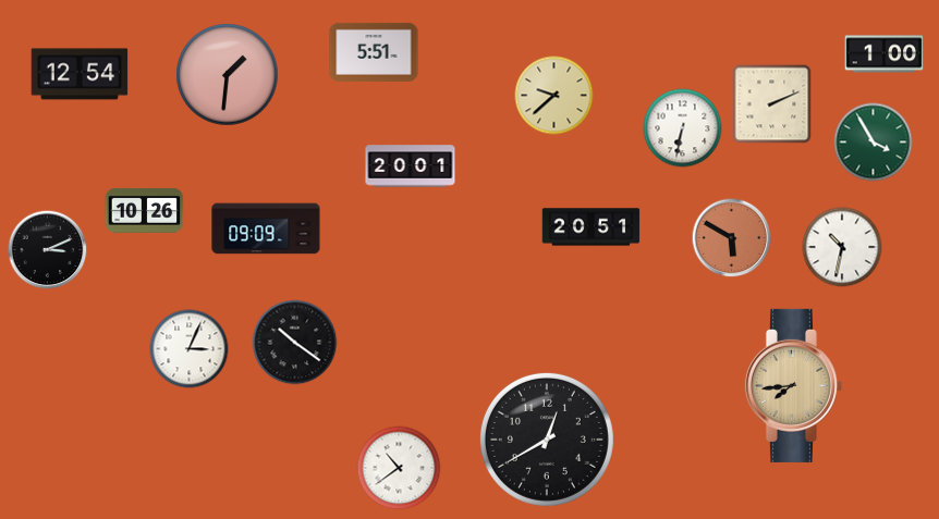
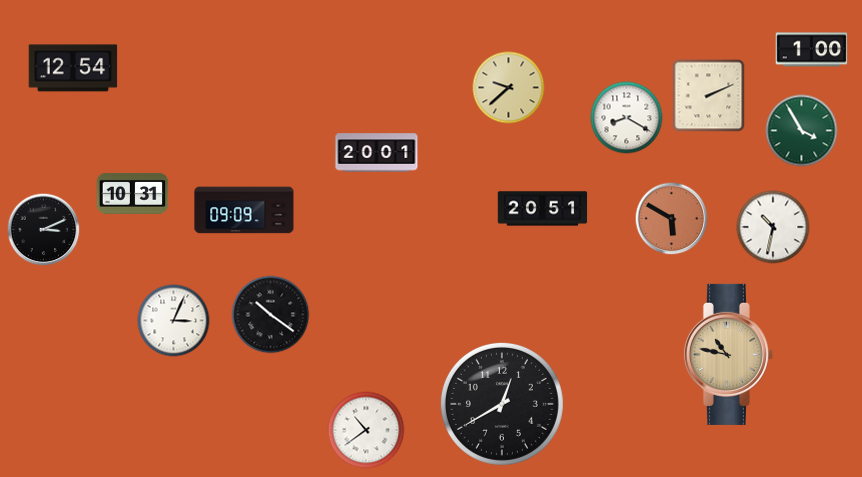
clock at (374, 52): 5:51 -> none
clock at (228, 75): 1:31 -> none
clock at (683, 128): 6:32 -> 8:20
clock at (145, 210): 10:26 -> 10:31
clock at (793, 385): 7:44 -> 10:47
